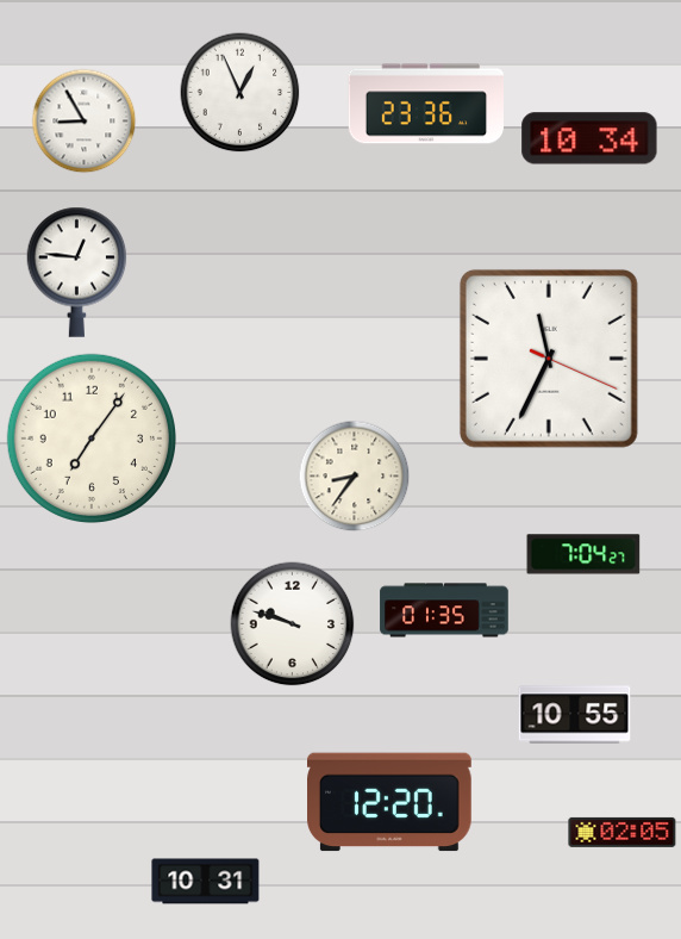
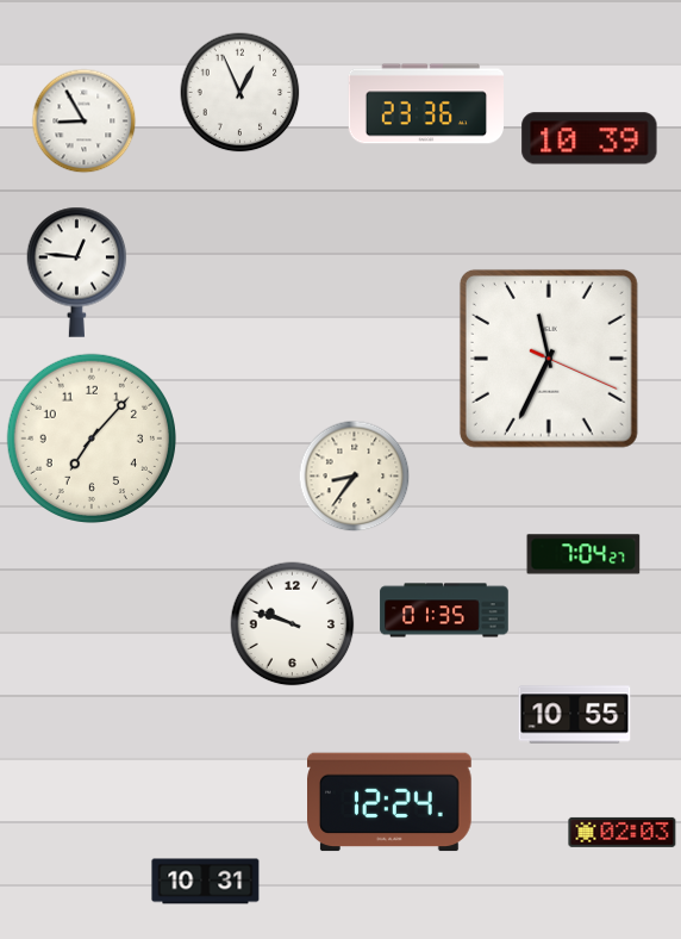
clock at (589, 138): 10:34 -> 10:39
clock at (92, 439): 7:06 -> 7:07
clock at (391, 802): 12:20 -> 12:24
clock at (623, 832): 02:05 -> 02:03
